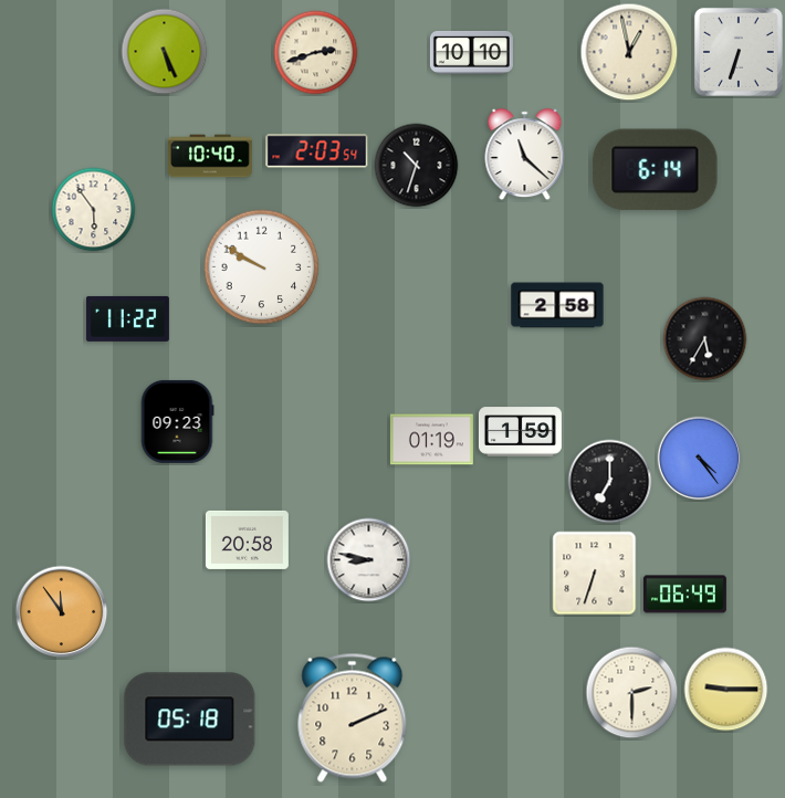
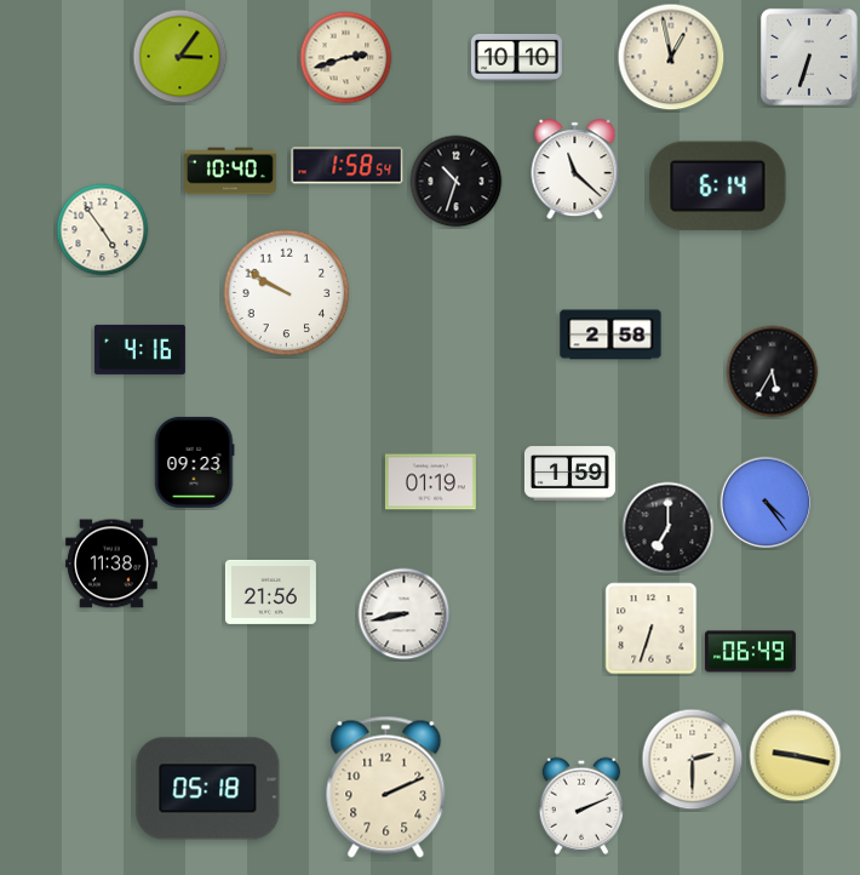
clock at (165, 52): 5:26 -> 3:06
clock at (629, 52) position: (629, 52) -> (671, 57)
clock at (317, 151): 2:03 -> 1:58
clock at (94, 210): 5:54 -> 4:54
clock at (127, 318): 11:22 -> 4:16
clock at (431, 440) position: (431, 440) -> (430, 482)
clock at (111, 564): none -> 11:38
clock at (247, 539): 20:58 -> 21:56
clock at (369, 560): 8:47 -> 8:43
clock at (62, 612): 11:54 -> none
clock at (726, 690): 9:15 -> 9:17
clock at (580, 806): none -> 2:11
